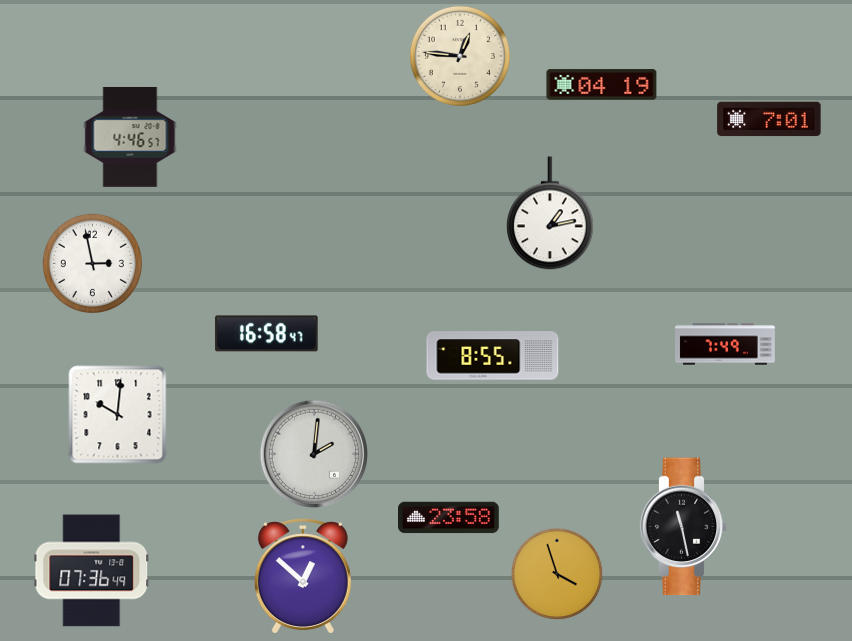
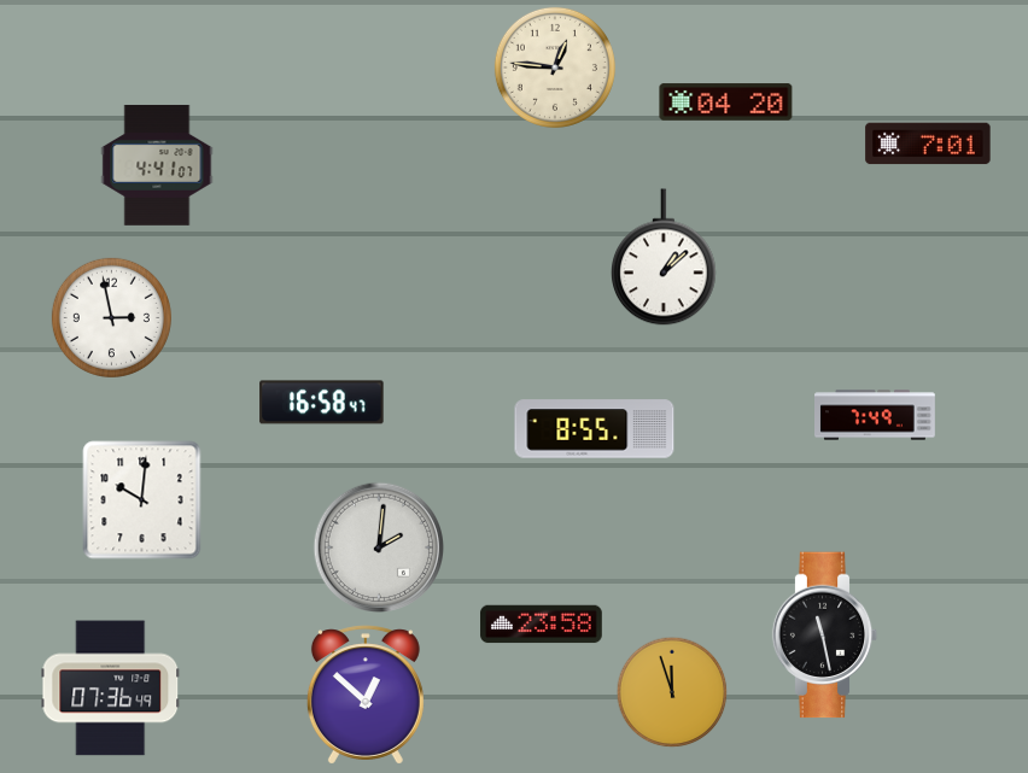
clock at (602, 85): 04:19 -> 04:20
clock at (130, 137): 4:46 -> 4:41
clock at (551, 213): 1:13 -> 1:08
clock at (557, 574): 3:57 -> 11:57
